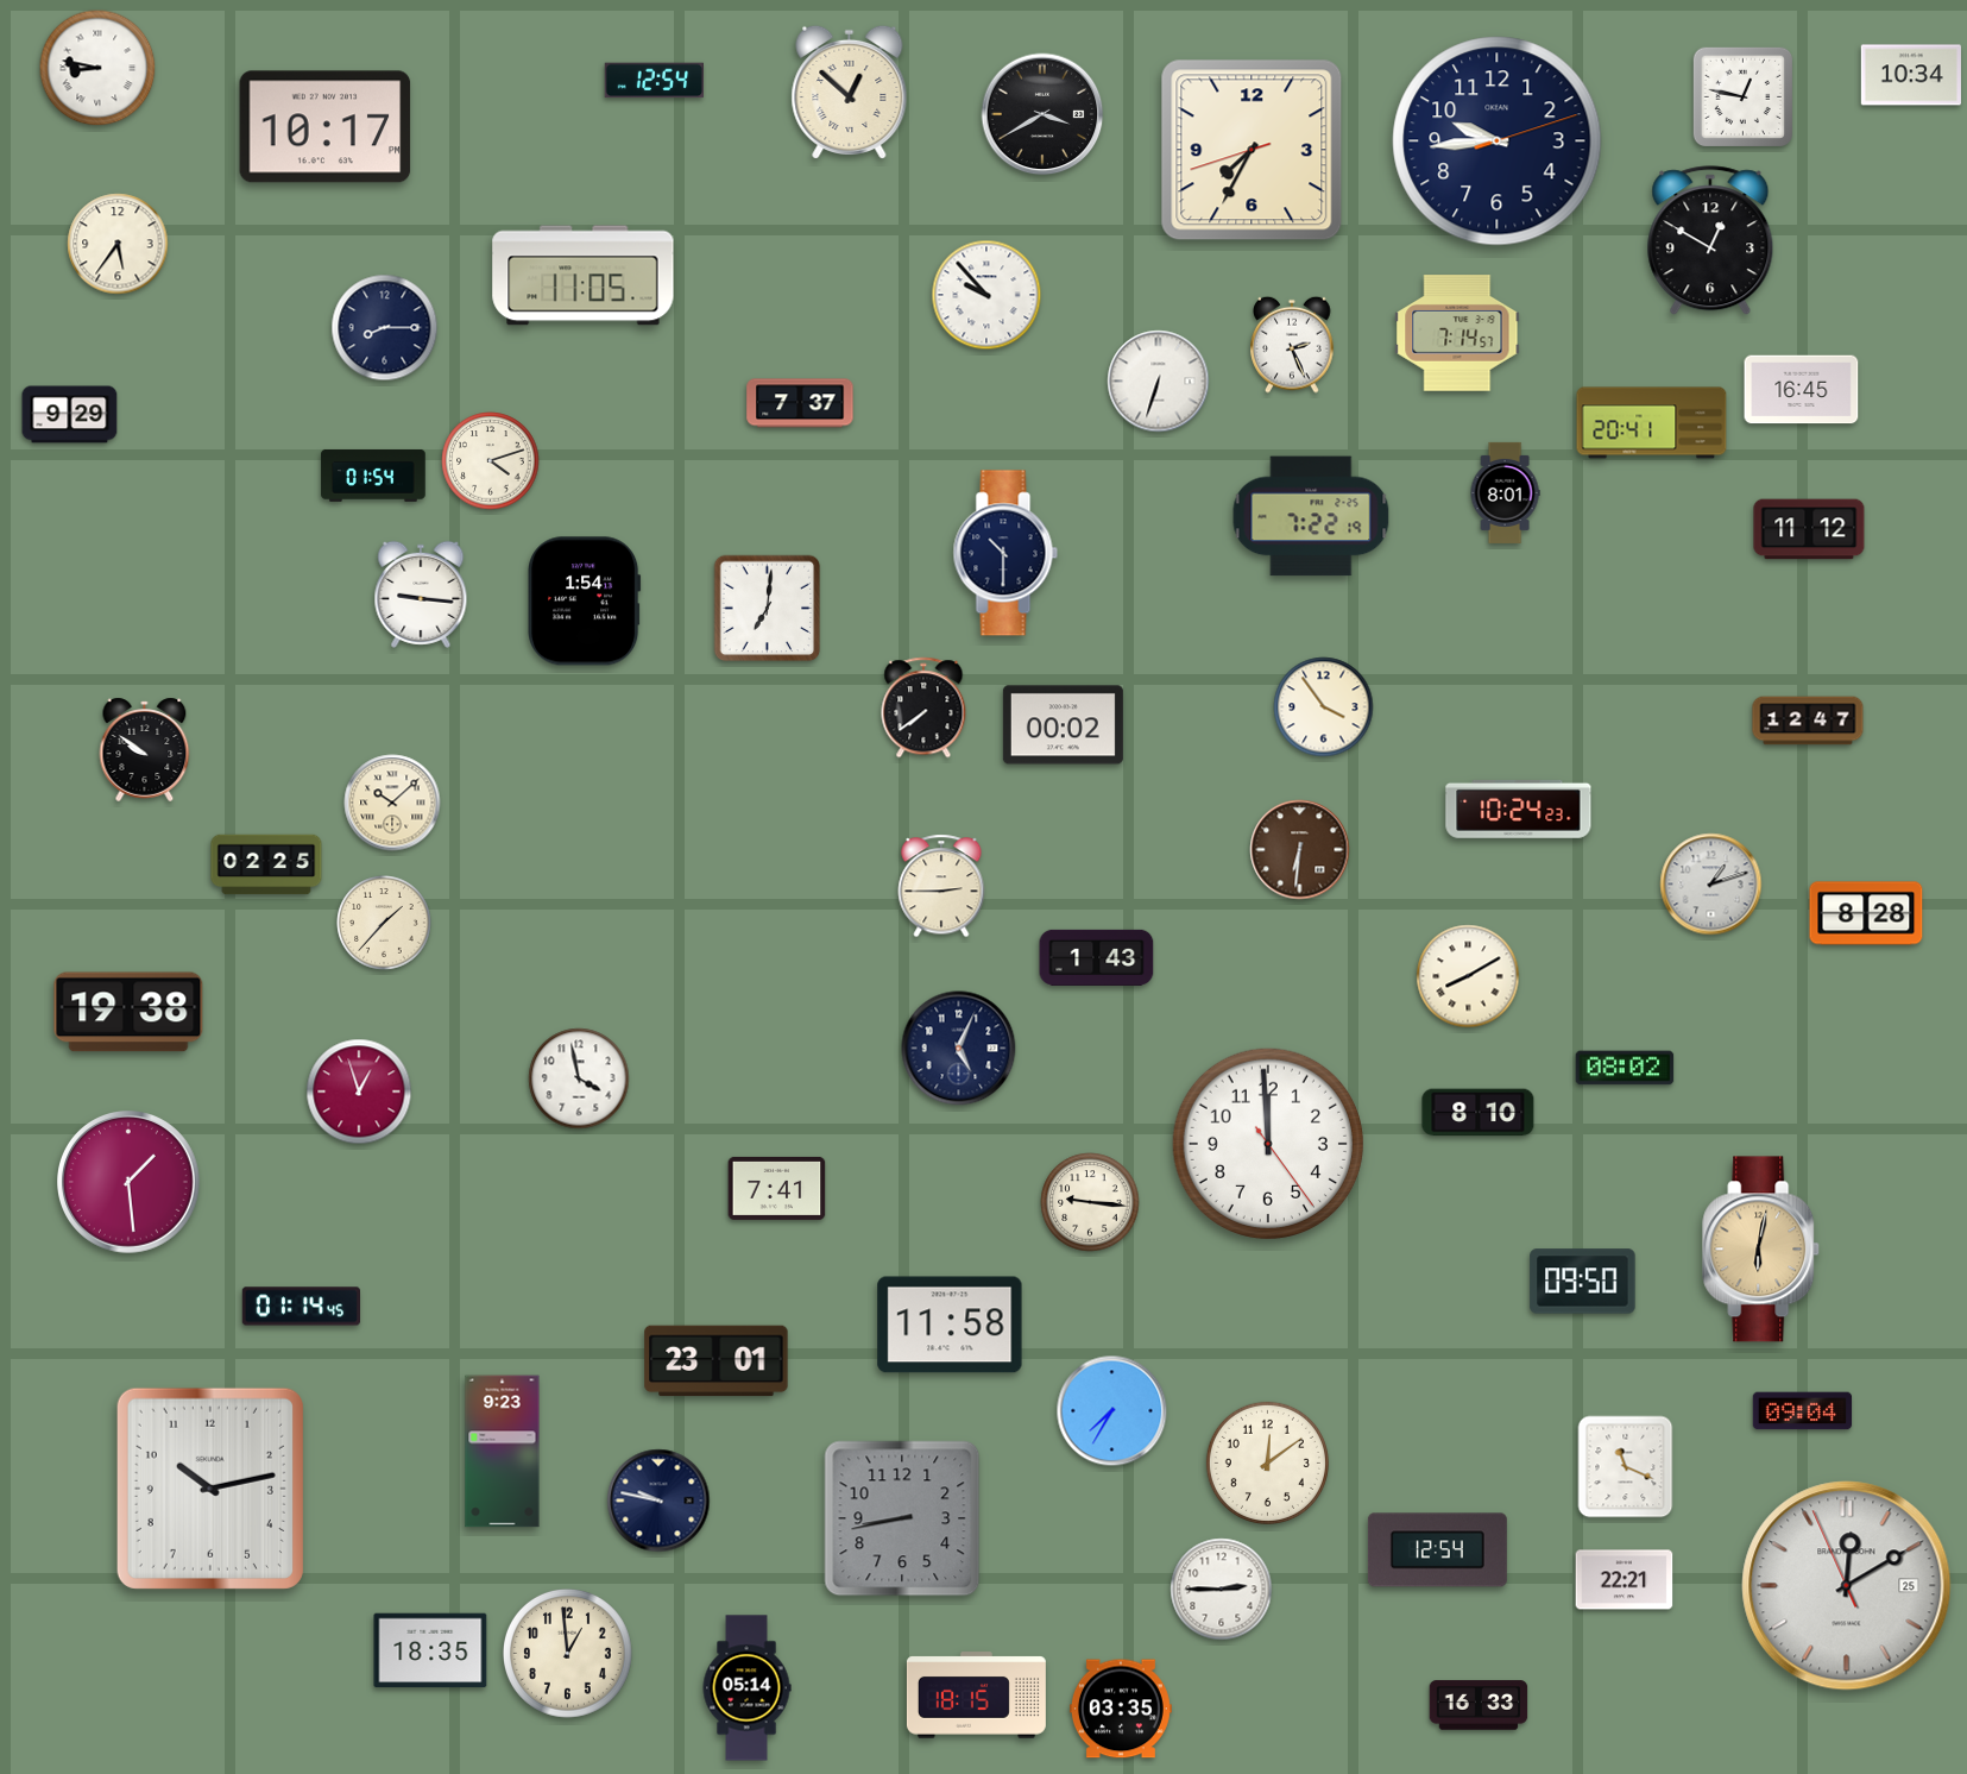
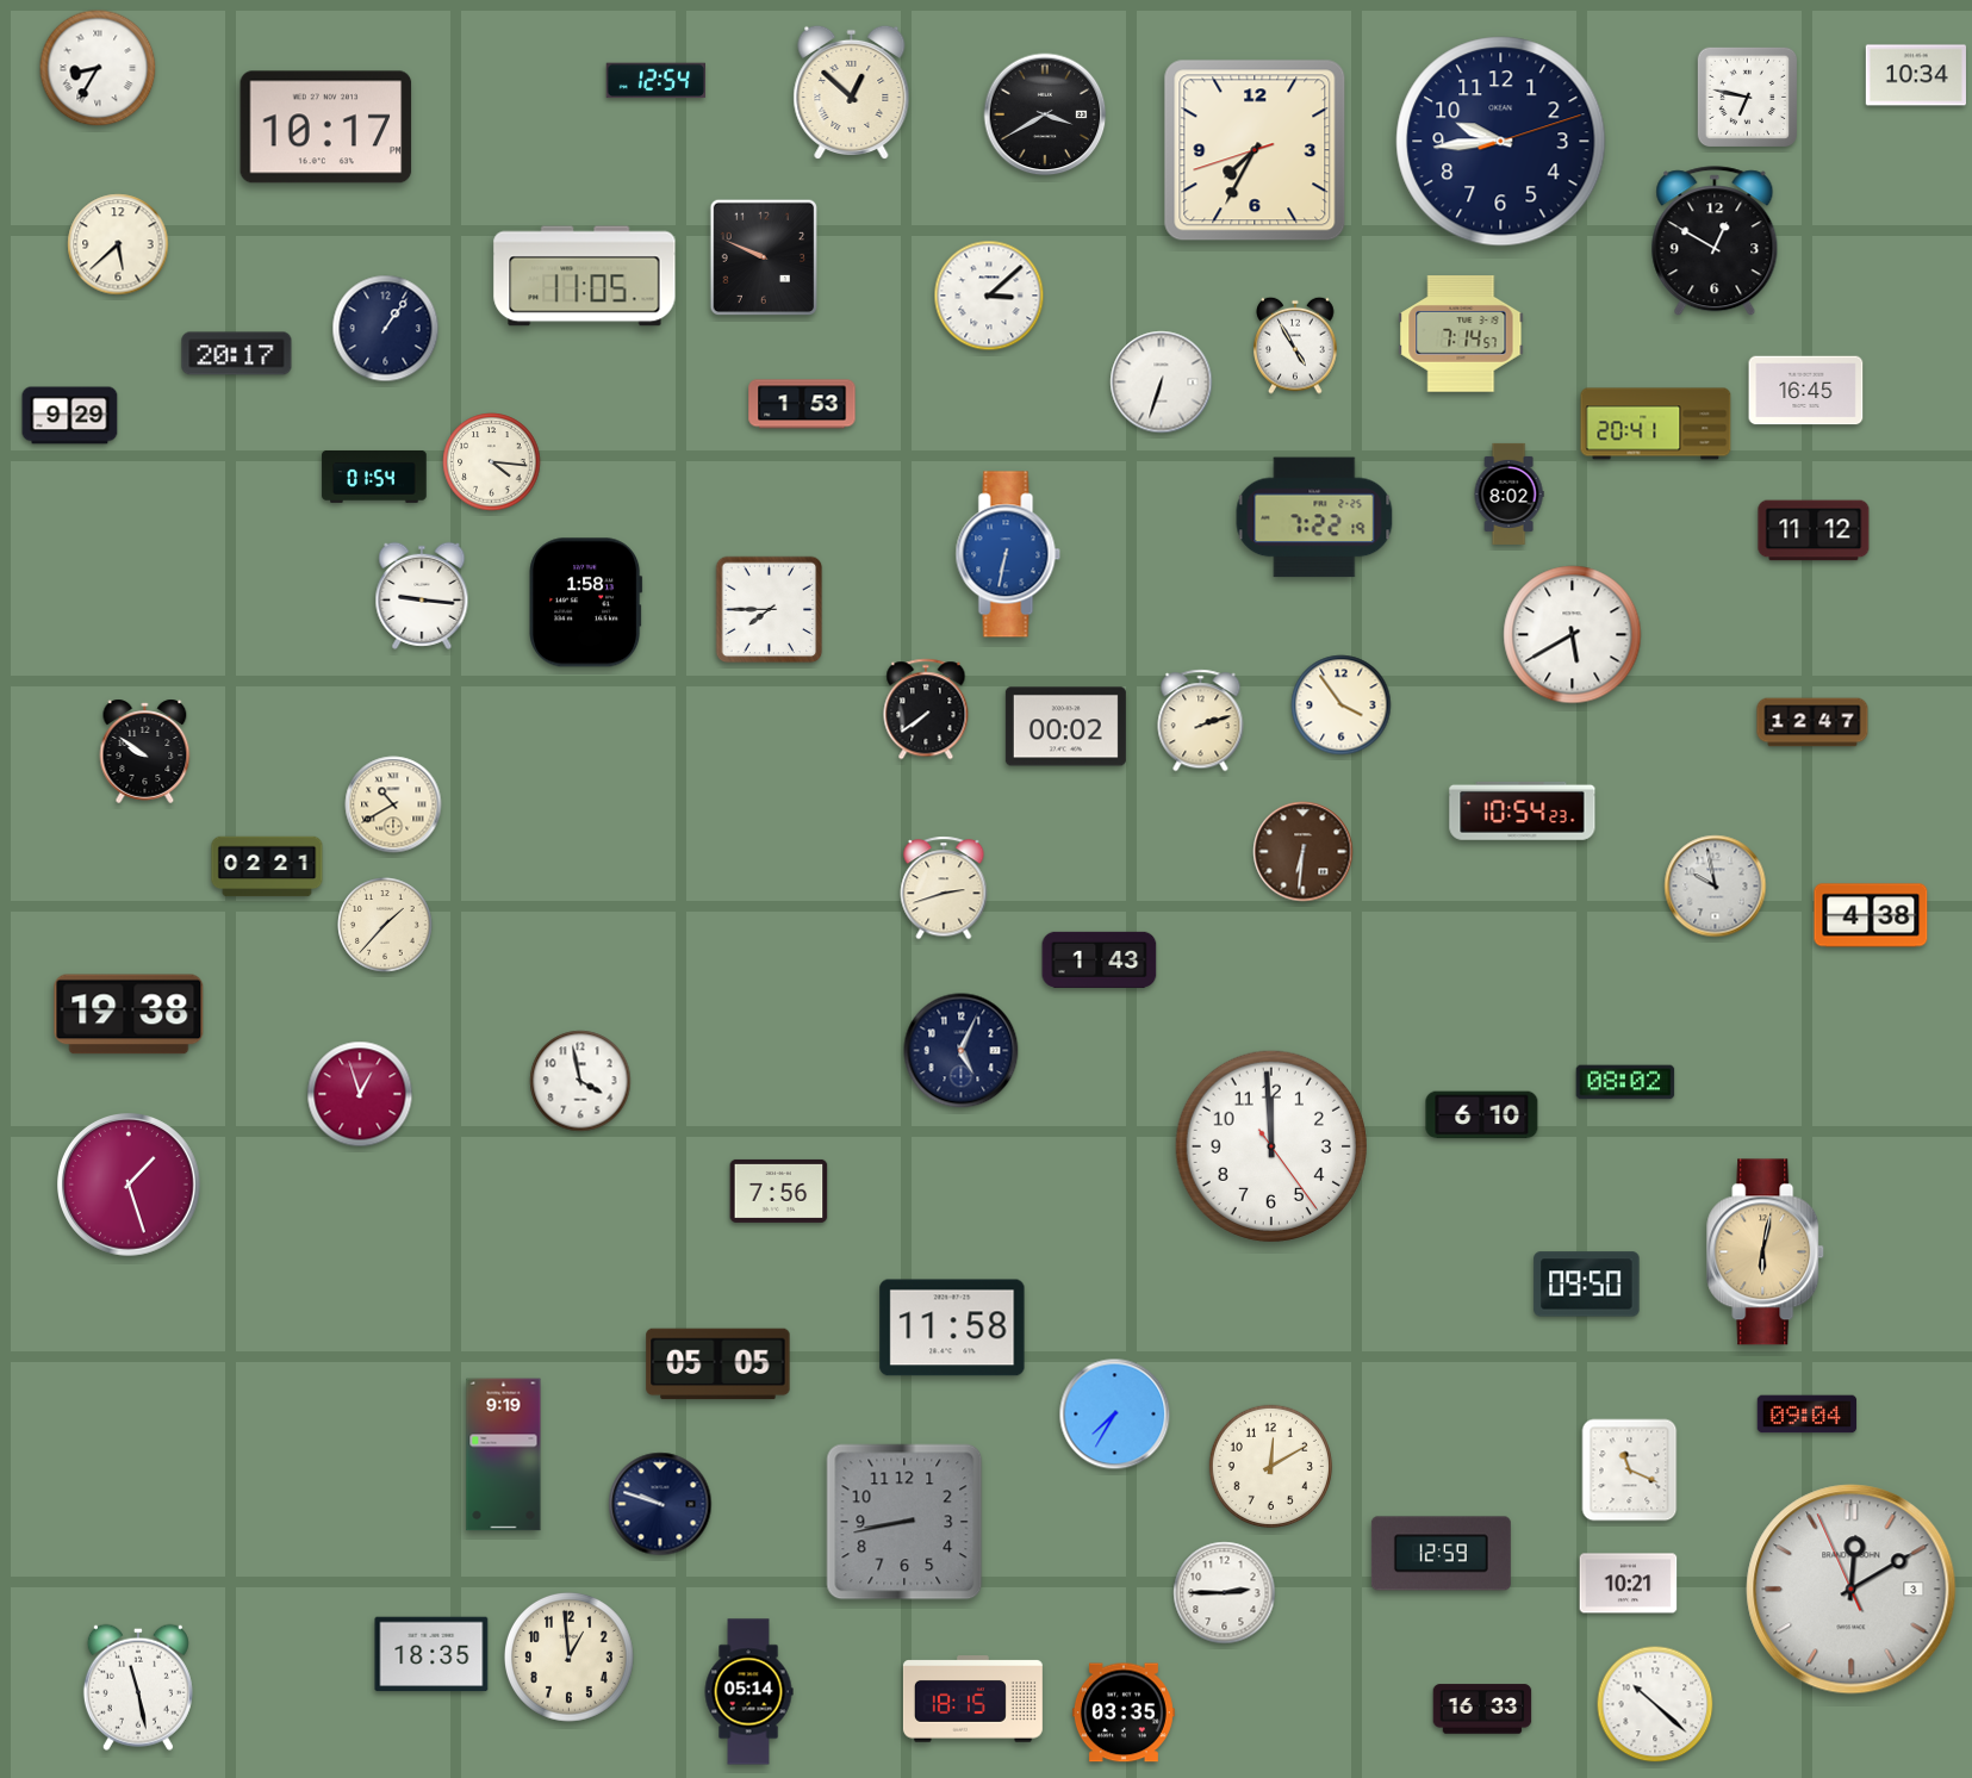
clock at (97, 68): 8:47 -> 8:35
clock at (1744, 97): 12:47 -> 6:47
clock at (118, 244): 5:36 -> 5:38
clock at (764, 257): none -> 9:49
clock at (986, 295): 9:53 -> 3:08
clock at (385, 328): 8:15 -> 1:06
clock at (1292, 345): 2:26 -> 4:55
clock at (237, 354): none -> 20:17
clock at (800, 403): 7:37 -> 1:53
clock at (491, 461): 4:12 -> 4:16
clock at (1505, 492): 8:01 -> 8:02
clock at (1005, 553): 10:30 -> 6:32
clock at (1005, 553) dial: navy -> blue
clock at (585, 602): 1:54 -> 1:58
clock at (768, 609): 7:01 -> 7:45
clock at (1573, 635): none -> 5:40
clock at (1324, 707) position: (1324, 707) -> (1342, 705)
clock at (1201, 721): none -> 2:12
clock at (392, 803): 10:08 -> 10:40
clock at (1519, 809): 10:24 -> 10:54
clock at (266, 864): 02:25 -> 02:21
clock at (1711, 885): 1:12 -> 9:58
clock at (941, 886): 2:45 -> 2:42
clock at (1866, 913): 8:28 -> 4:38
clock at (1468, 976): 8:10 -> none
clock at (1625, 1068) position: (1625, 1068) -> (1625, 1082)
clock at (1479, 1113): 8:10 -> 6:10
clock at (130, 1183): 1:29 -> 1:27
clock at (777, 1188): 7:41 -> 7:56
clock at (1090, 1202): 9:16 -> none
clock at (301, 1307): 01:14 -> none
clock at (717, 1361): 23:01 -> 05:05
clock at (503, 1452): 9:23 -> 9:19
clock at (1267, 1462): 12:09 -> 12:10
clock at (210, 1489): 10:13 -> none
clock at (658, 1501): 9:47 -> 9:48
clock at (1437, 1550): 12:54 -> 12:59
clock at (1625, 1580): 22:21 -> 10:21
clock at (1847, 1586) date: 25 -> 3
clock at (138, 1687): none -> 11:28
clock at (976, 1696) position: (976, 1696) -> (972, 1699)
clock at (1655, 1704): none -> 10:22
